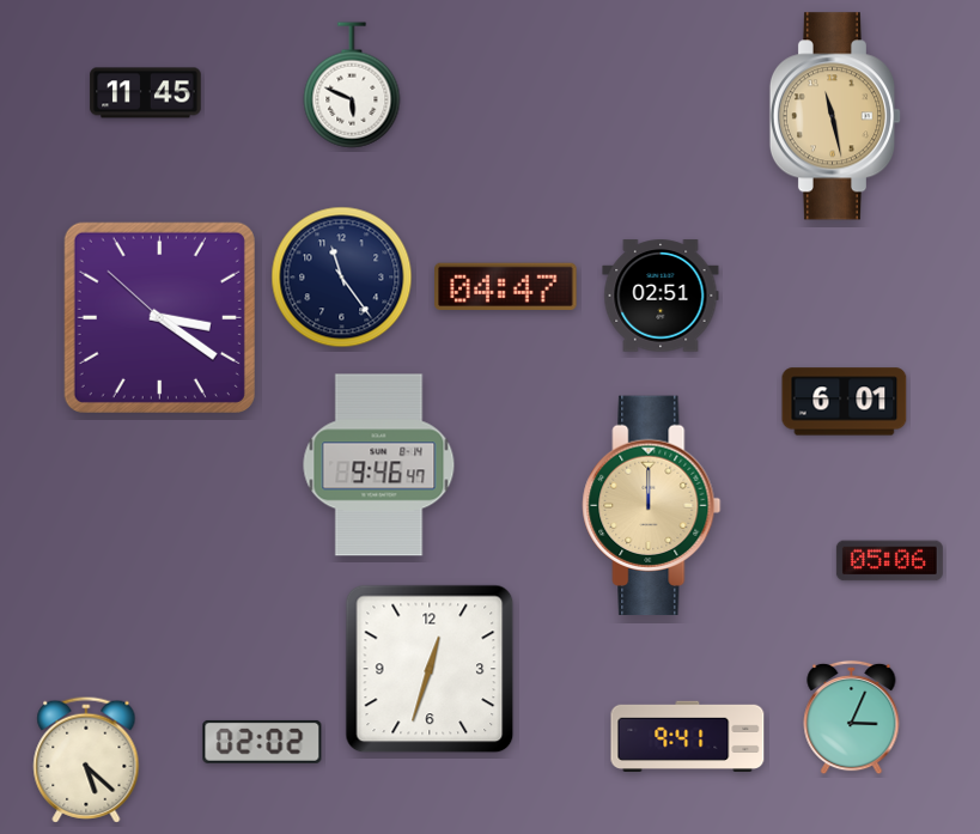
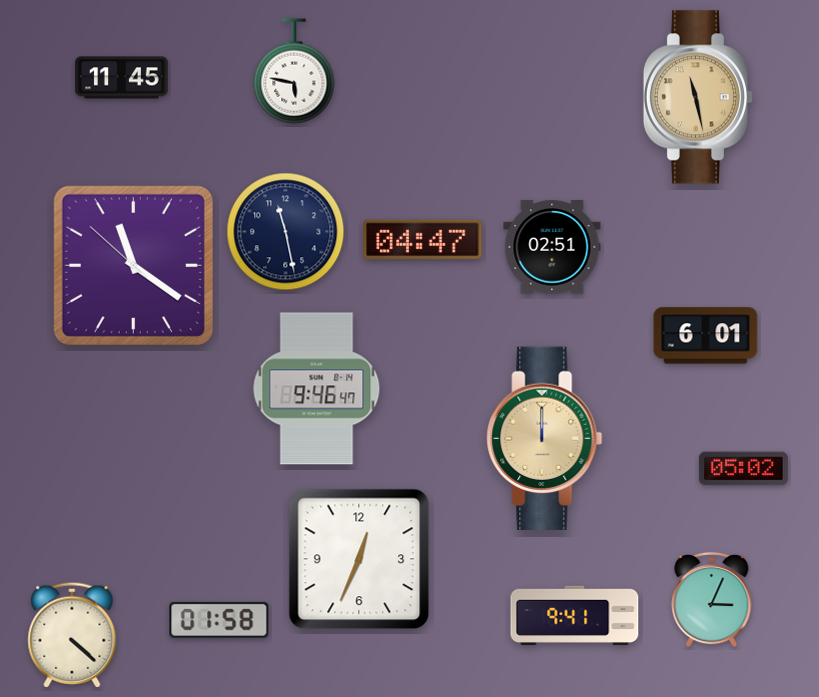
clock at (352, 85): 5:49 -> 5:47
clock at (342, 278): 11:24 -> 11:28
clock at (159, 317): 3:20 -> 11:20
clock at (652, 506) position: (652, 506) -> (545, 439)
clock at (889, 561): 05:06 -> 05:02
clock at (430, 669): 12:33 -> 12:34
clock at (262, 742): 02:02 -> 01:58
clock at (86, 760): 5:22 -> 4:22
